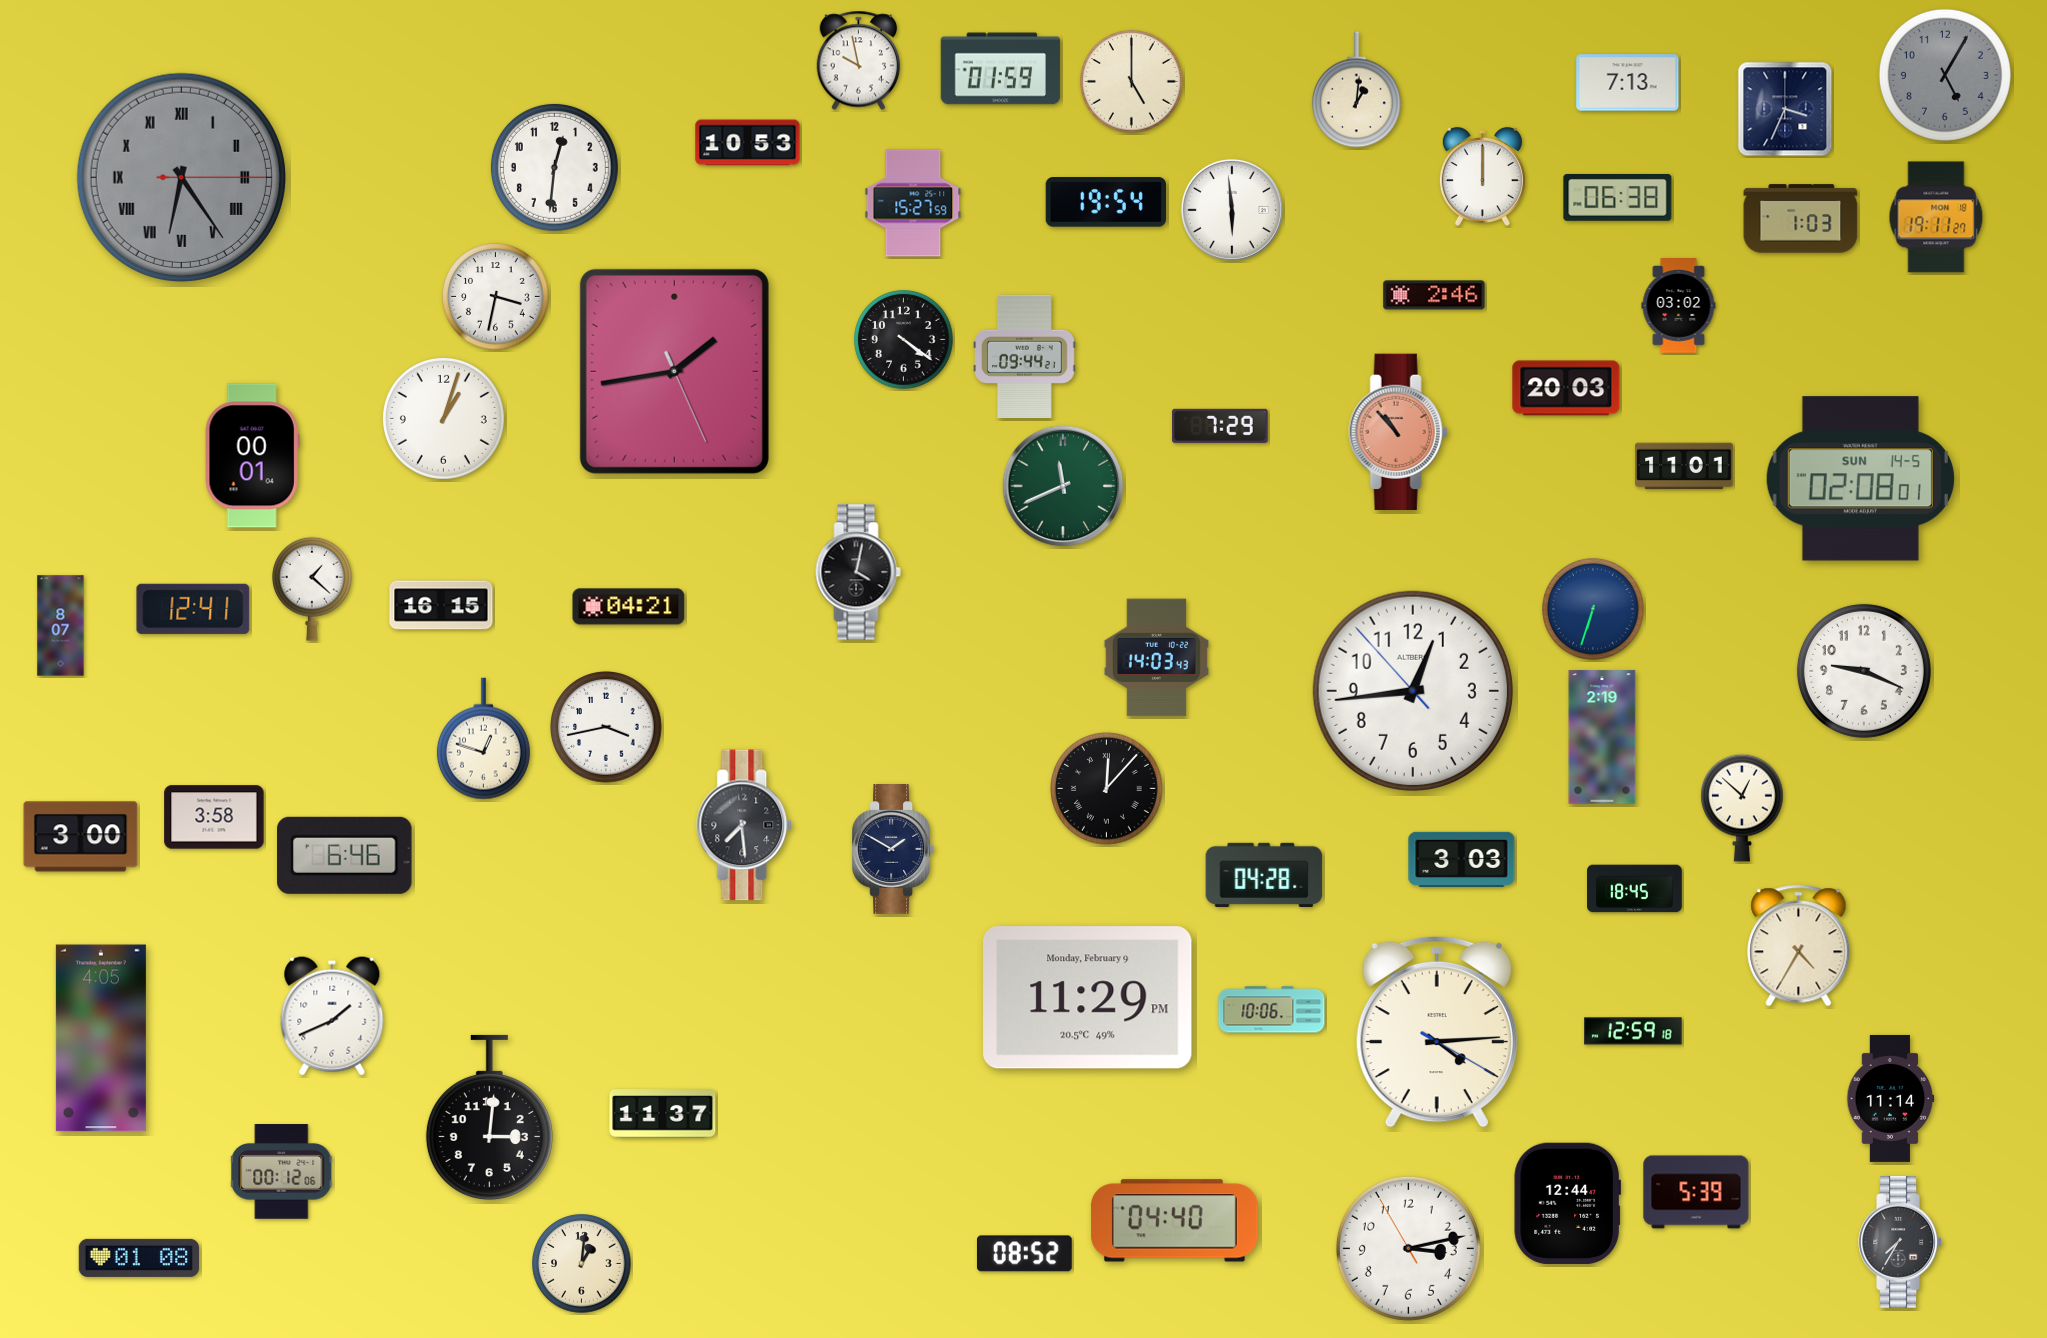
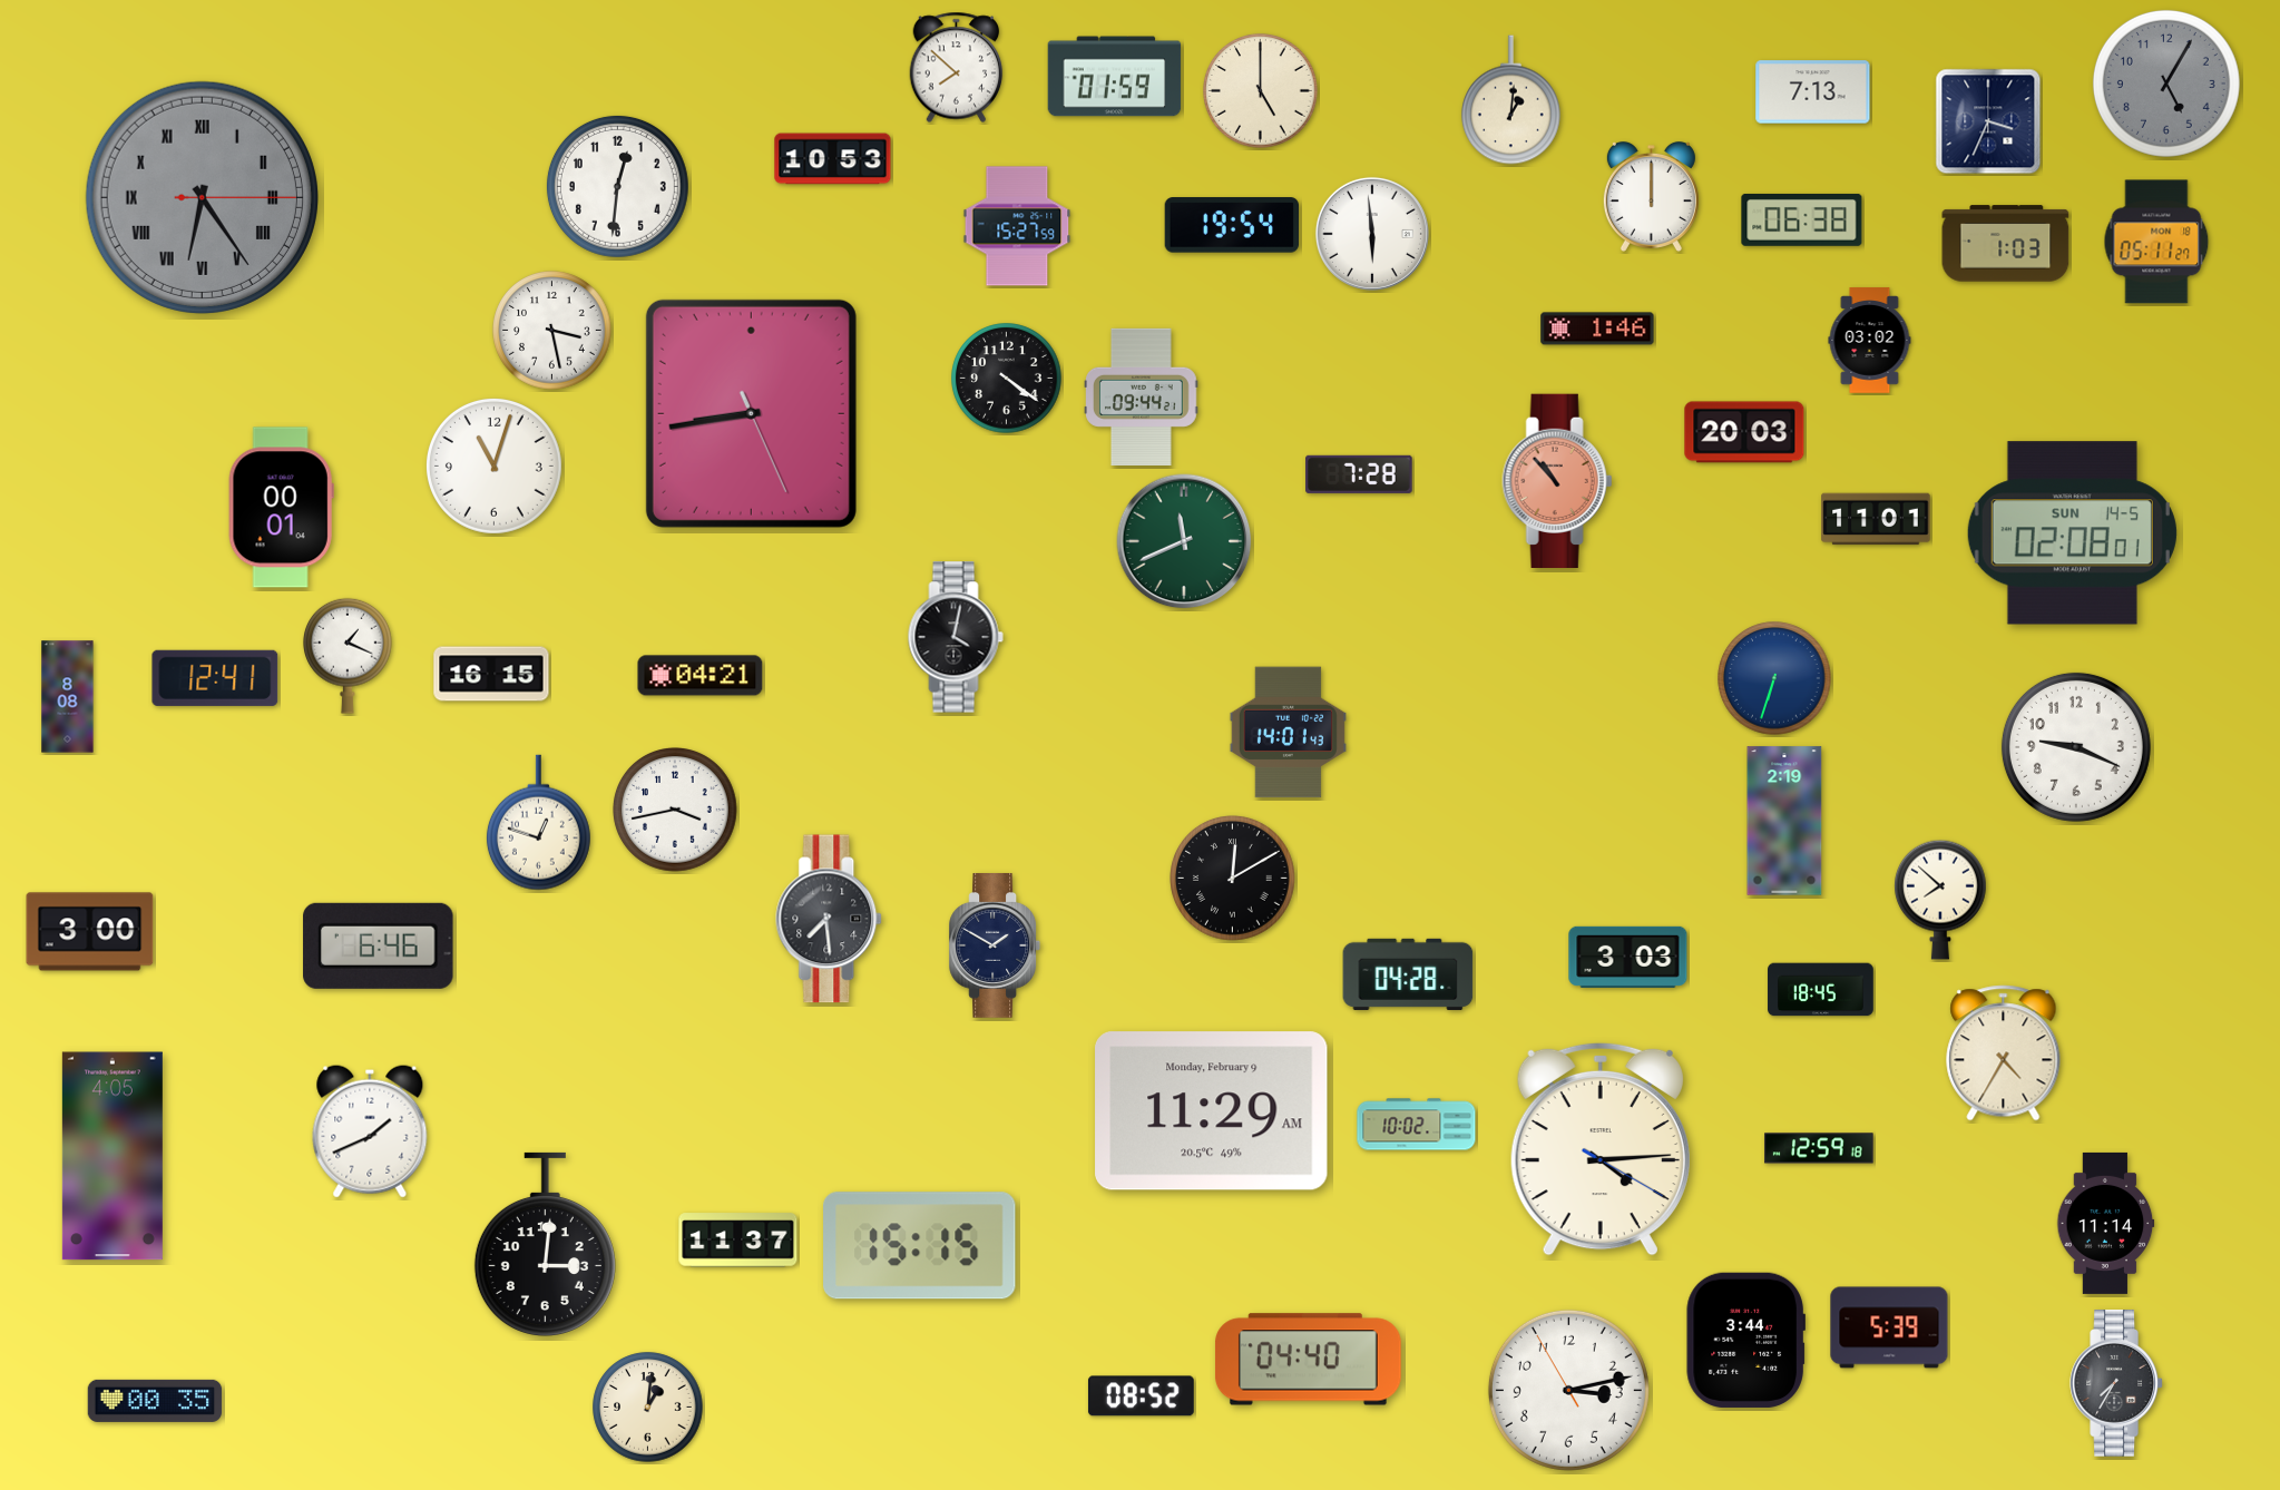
clock at (859, 61): 9:58 -> 7:52
clock at (1936, 217): 19:11 -> 05:11
clock at (1434, 295): 2:46 -> 1:46
clock at (496, 297): 3:32 -> 3:28
clock at (674, 371): 1:43 -> 8:43
clock at (443, 418): 1:03 -> 11:03
clock at (1220, 426): 7:29 -> 7:28
clock at (313, 589): 1:22 -> 1:19
clock at (61, 626): 8:07 -> 8:08
clock at (1156, 658): 14:03 -> 14:01
clock at (1413, 691): 12:43 -> none
clock at (1107, 789): 12:07 -> 12:10
clock at (1743, 808): 12:52 -> 7:52
clock at (214, 817): 3:58 -> none
clock at (345, 855) position: (345, 855) -> (379, 945)
clock at (1088, 998): 11:29 PM -> 11:29 AM
clock at (1272, 1010): 10:06 -> 10:02
clock at (920, 1246): none -> 15:15
clock at (282, 1172): 00:12 -> none
clock at (1567, 1203): 12:44 -> 3:44
clock at (139, 1258): 01:08 -> 00:35
